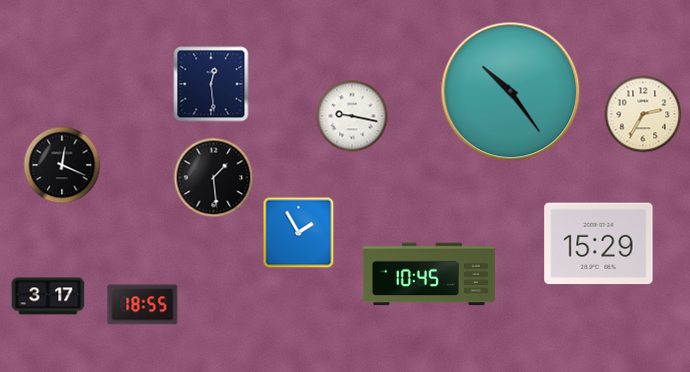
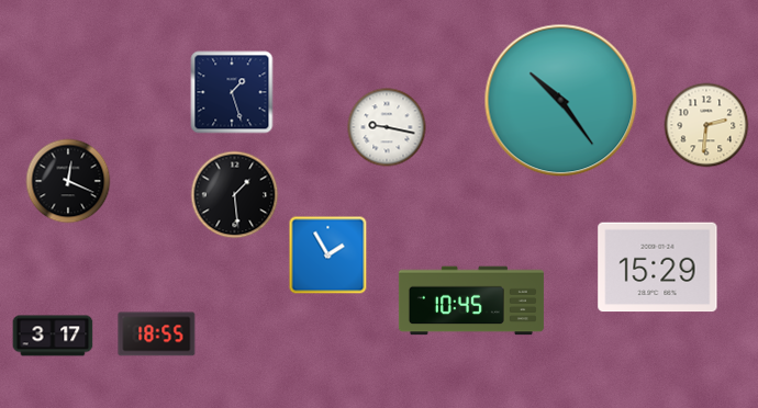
clock at (211, 84): 12:29 -> 1:27
clock at (643, 114): 2:35 -> 2:31
clock at (48, 296) position: (48, 296) -> (53, 336)
